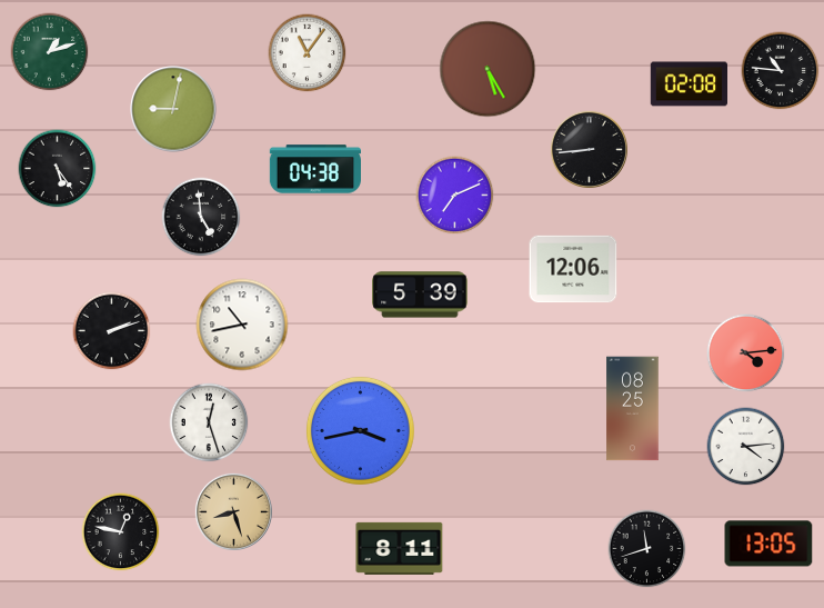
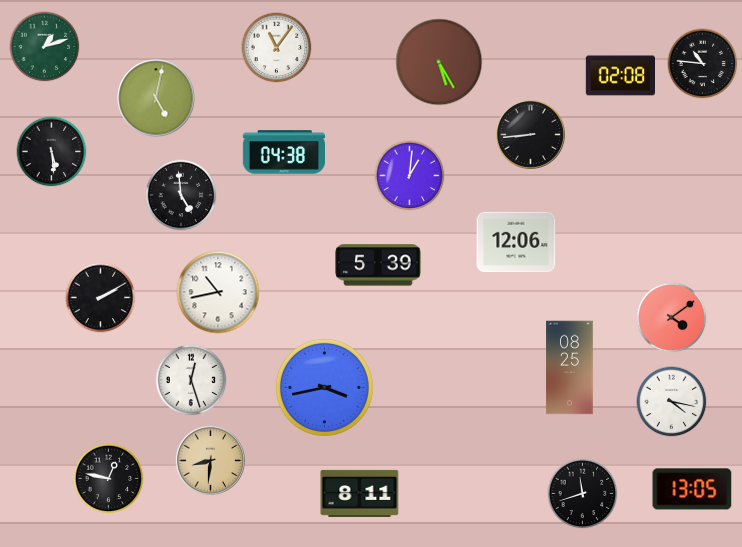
clock at (173, 109): 9:02 -> 5:02
clock at (58, 169): 5:24 -> 5:29
clock at (455, 196): 7:11 -> 1:01
clock at (112, 331): 2:12 -> 2:10
clock at (746, 353): 4:14 -> 4:09
clock at (209, 422) position: (209, 422) -> (191, 380)
clock at (746, 447): 4:14 -> 4:17
clock at (233, 511): 8:27 -> 8:31
